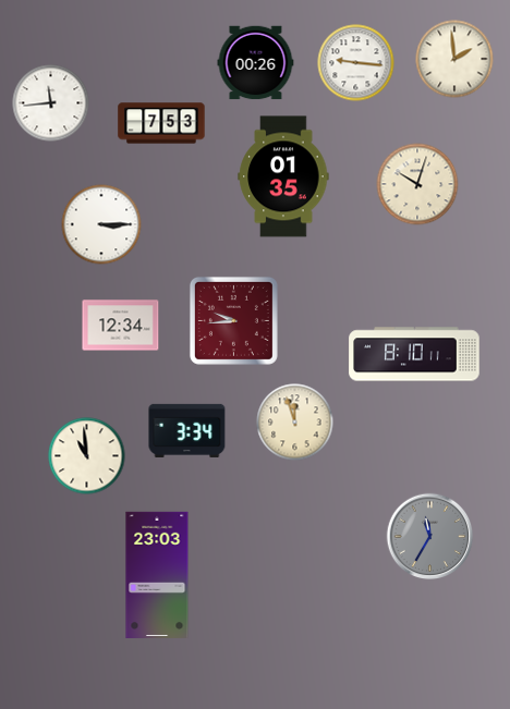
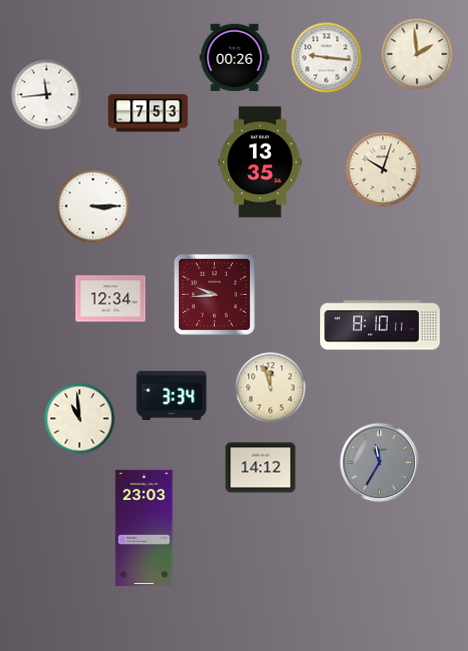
clock at (283, 176): 01:35 -> 13:35
clock at (261, 468): none -> 14:12
clock at (430, 537) position: (430, 537) -> (380, 463)
